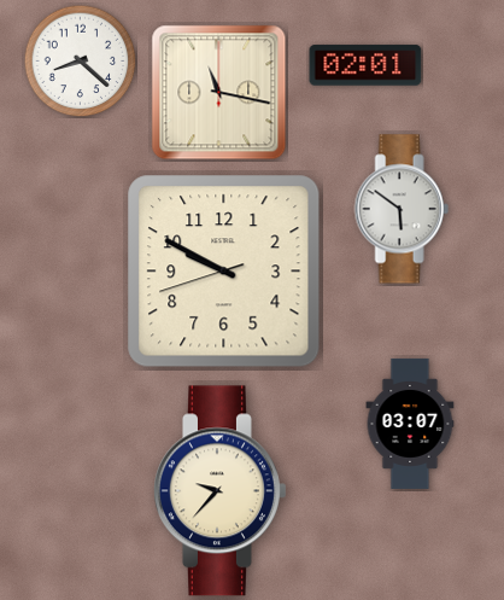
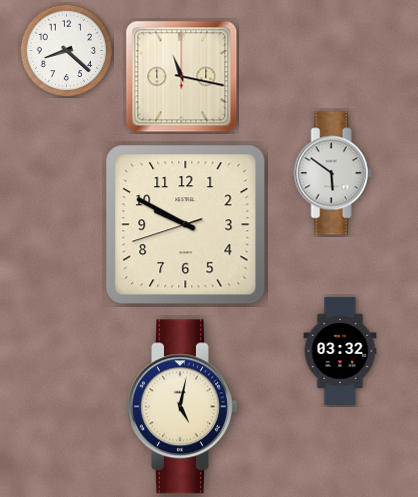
clock at (365, 65): 02:01 -> none
clock at (410, 424): 03:07 -> 03:32
clock at (219, 491): 9:37 -> 5:02
